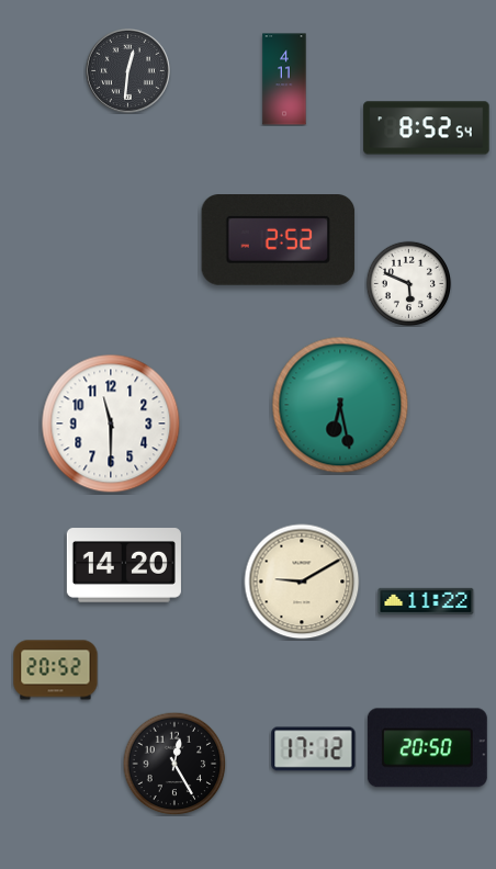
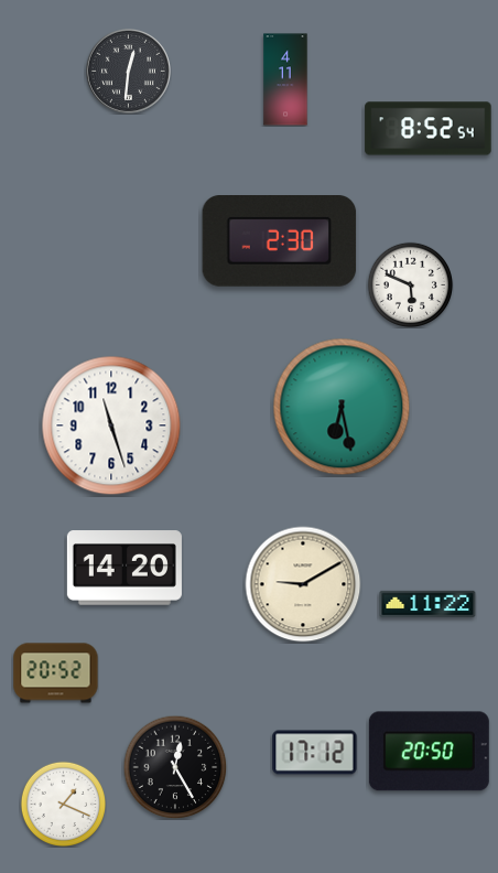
clock at (279, 240): 2:52 -> 2:30
clock at (111, 424): 11:30 -> 11:27
clock at (63, 804): none -> 1:19
